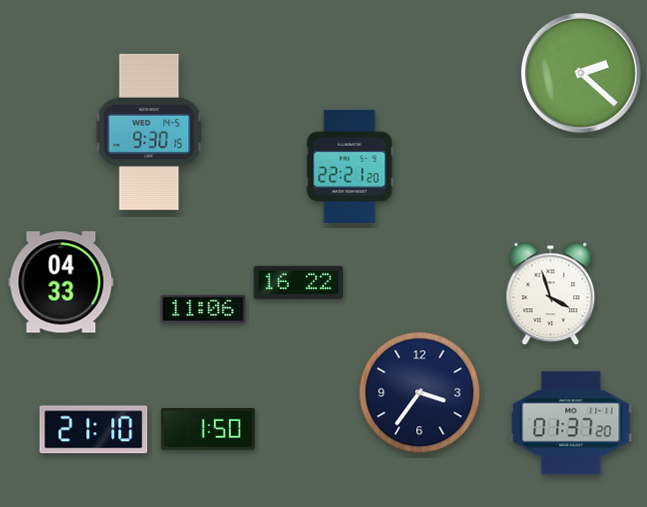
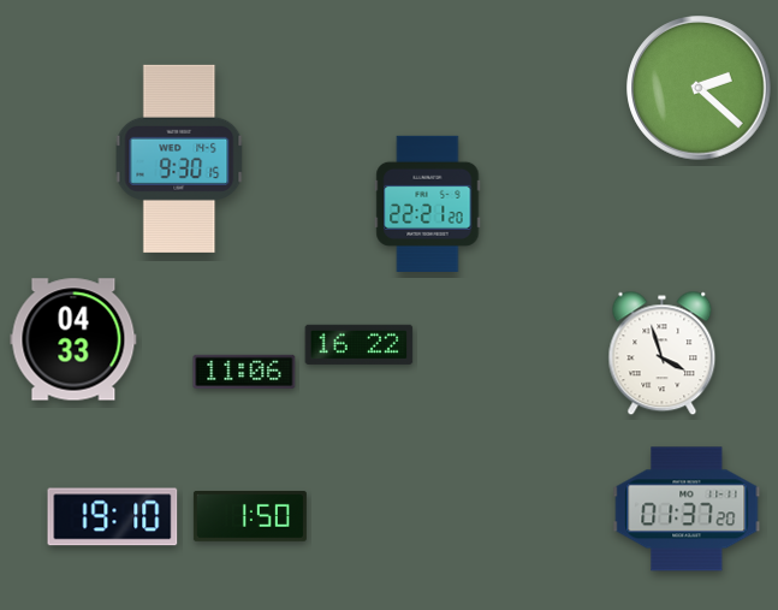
clock at (350, 166) position: (350, 166) -> (428, 203)
clock at (299, 282) position: (299, 282) -> (360, 344)
clock at (420, 393): 3:36 -> none
clock at (94, 430): 21:10 -> 19:10
